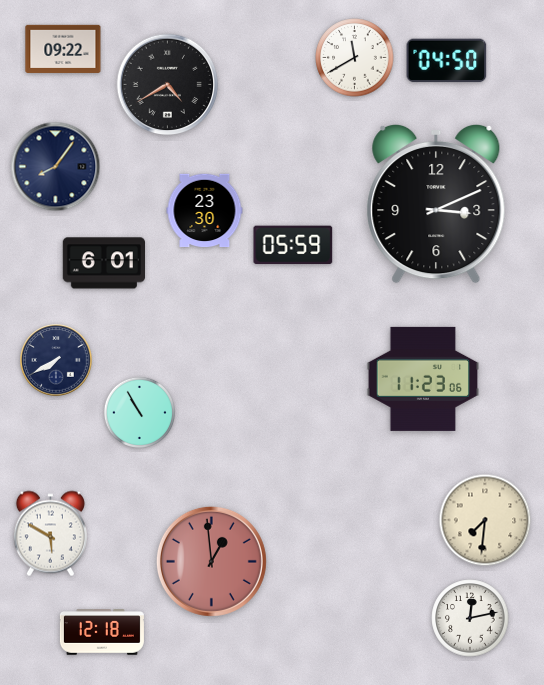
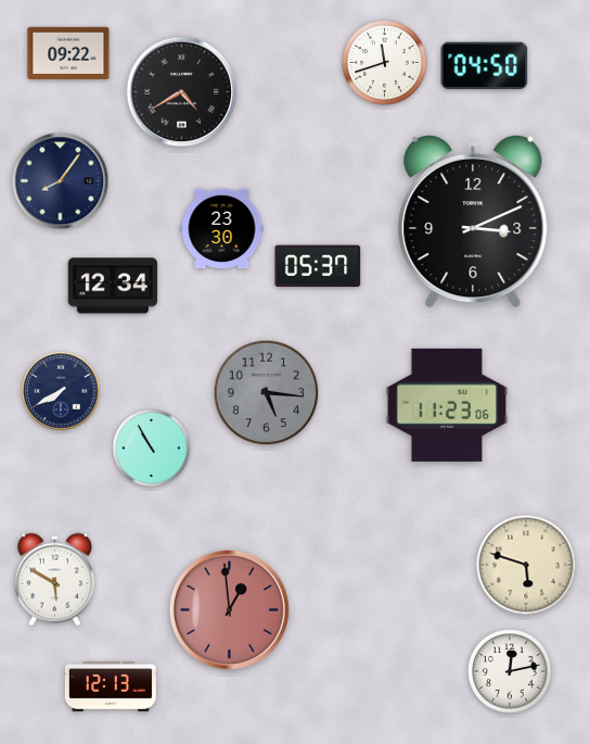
clock at (355, 58): 11:40 -> 11:42
clock at (293, 245): 05:59 -> 05:37
clock at (103, 263): 6:01 -> 12:34
clock at (267, 393): none -> 5:16
clock at (423, 379) position: (423, 379) -> (447, 405)
clock at (485, 520): 7:31 -> 5:48
clock at (102, 633): 12:18 -> 12:13
